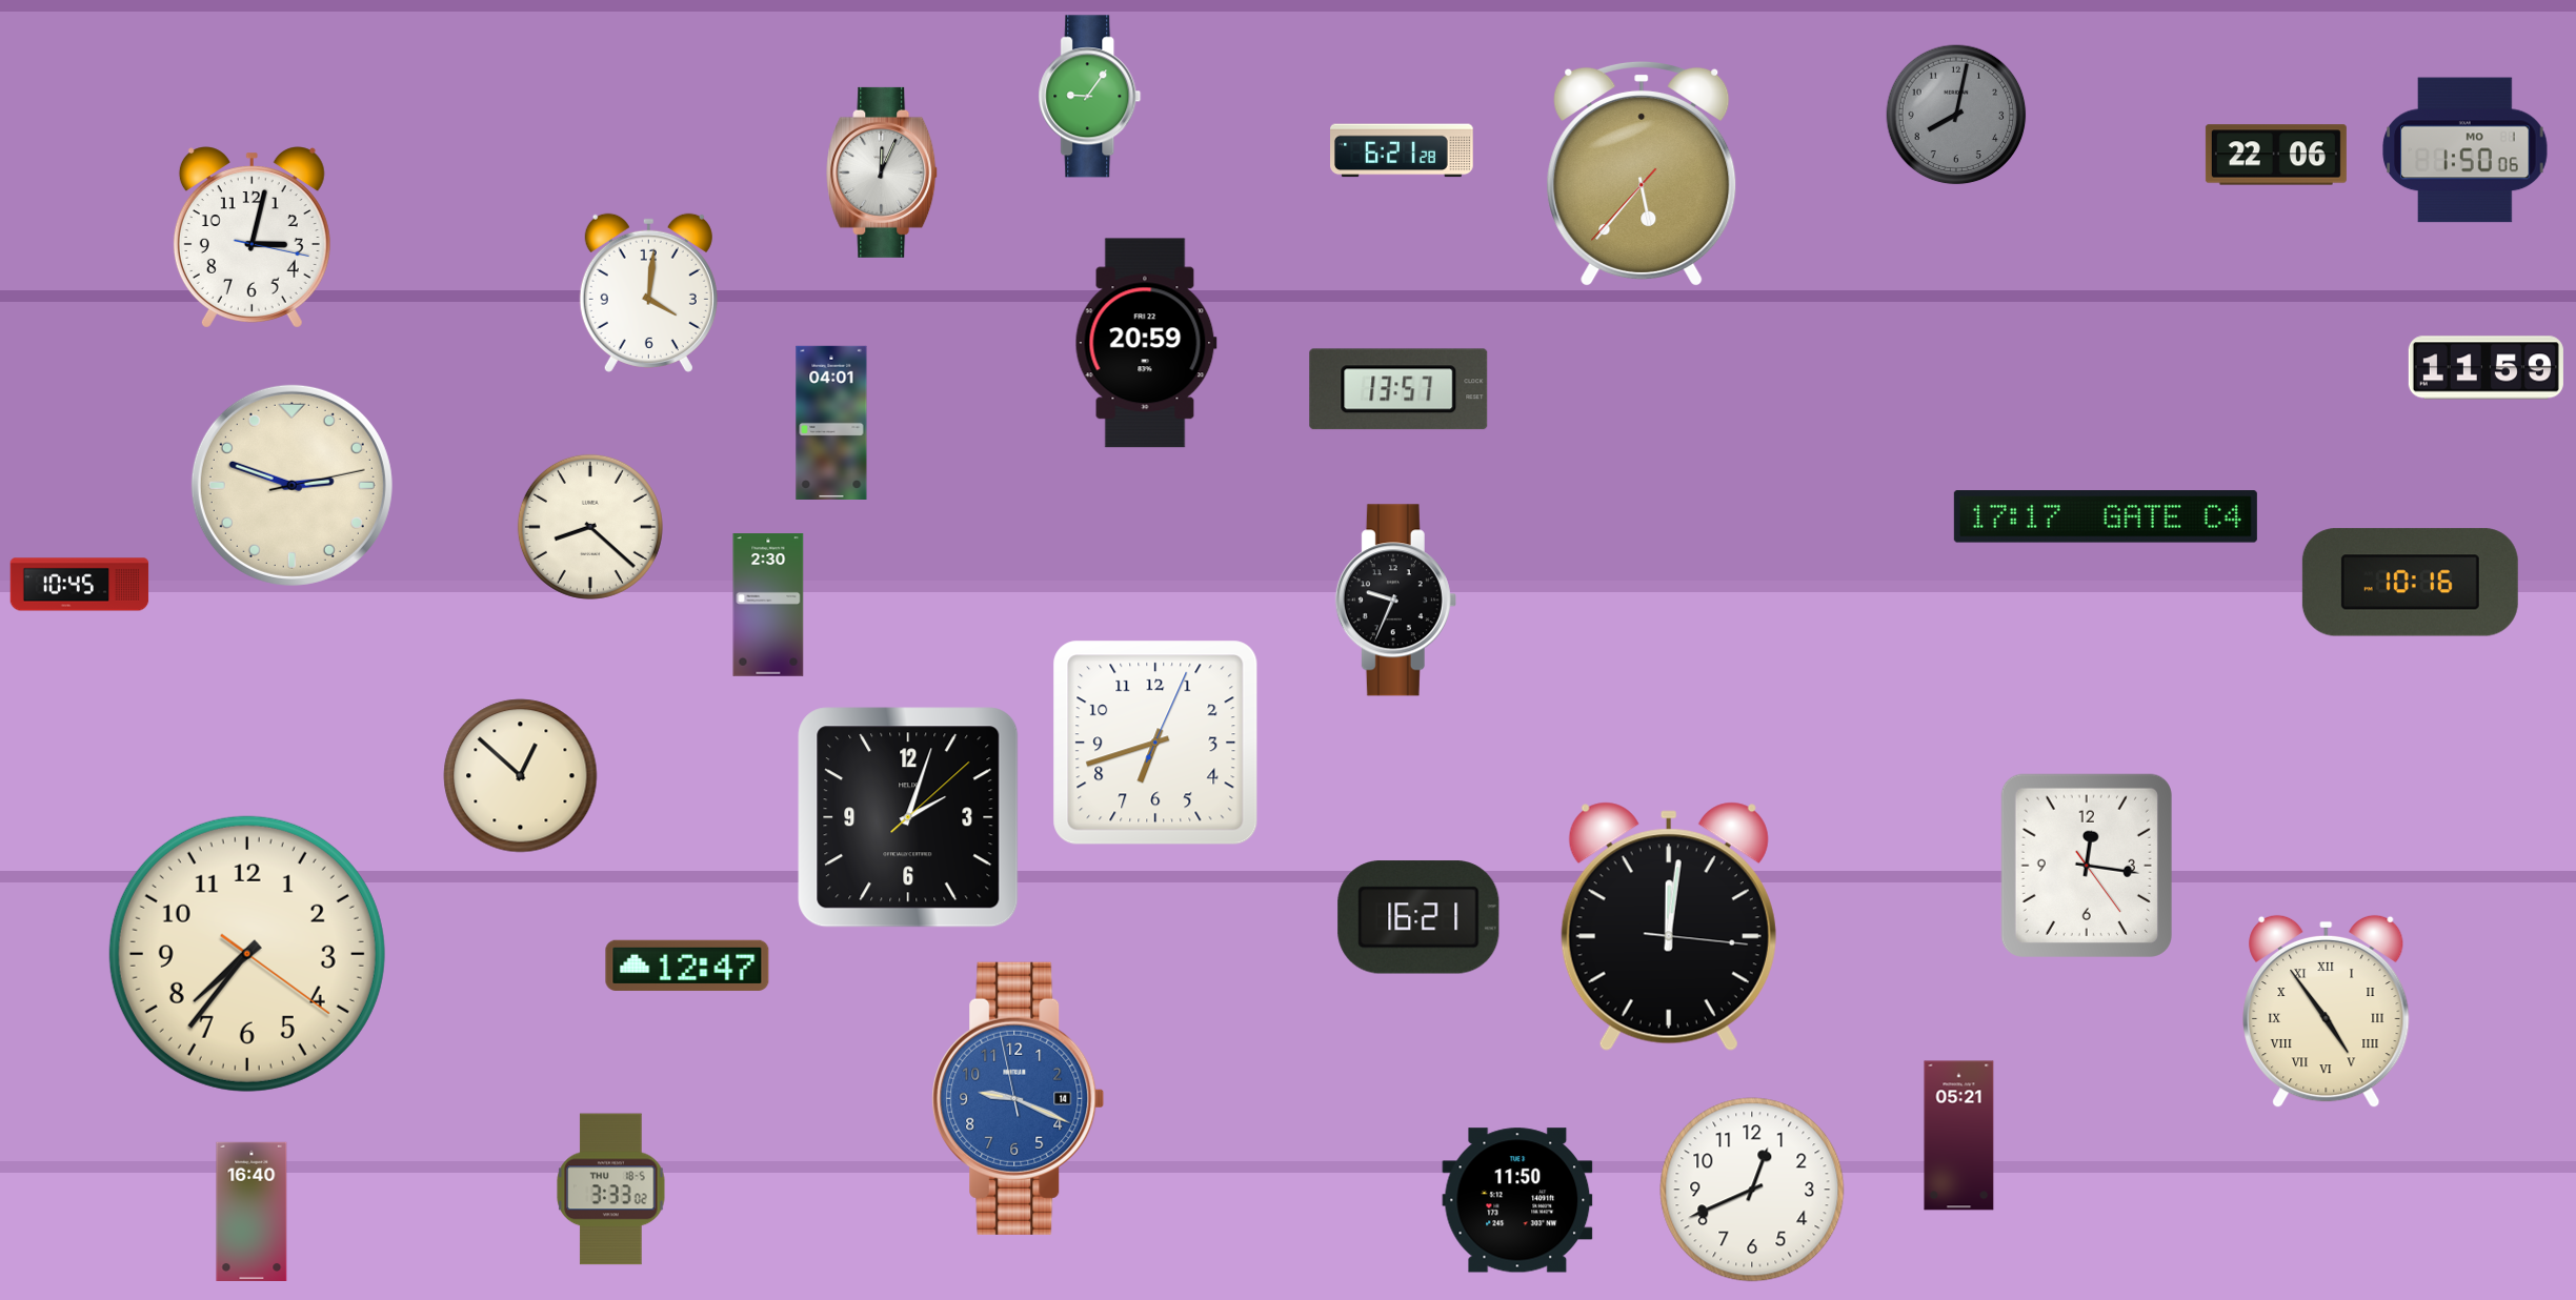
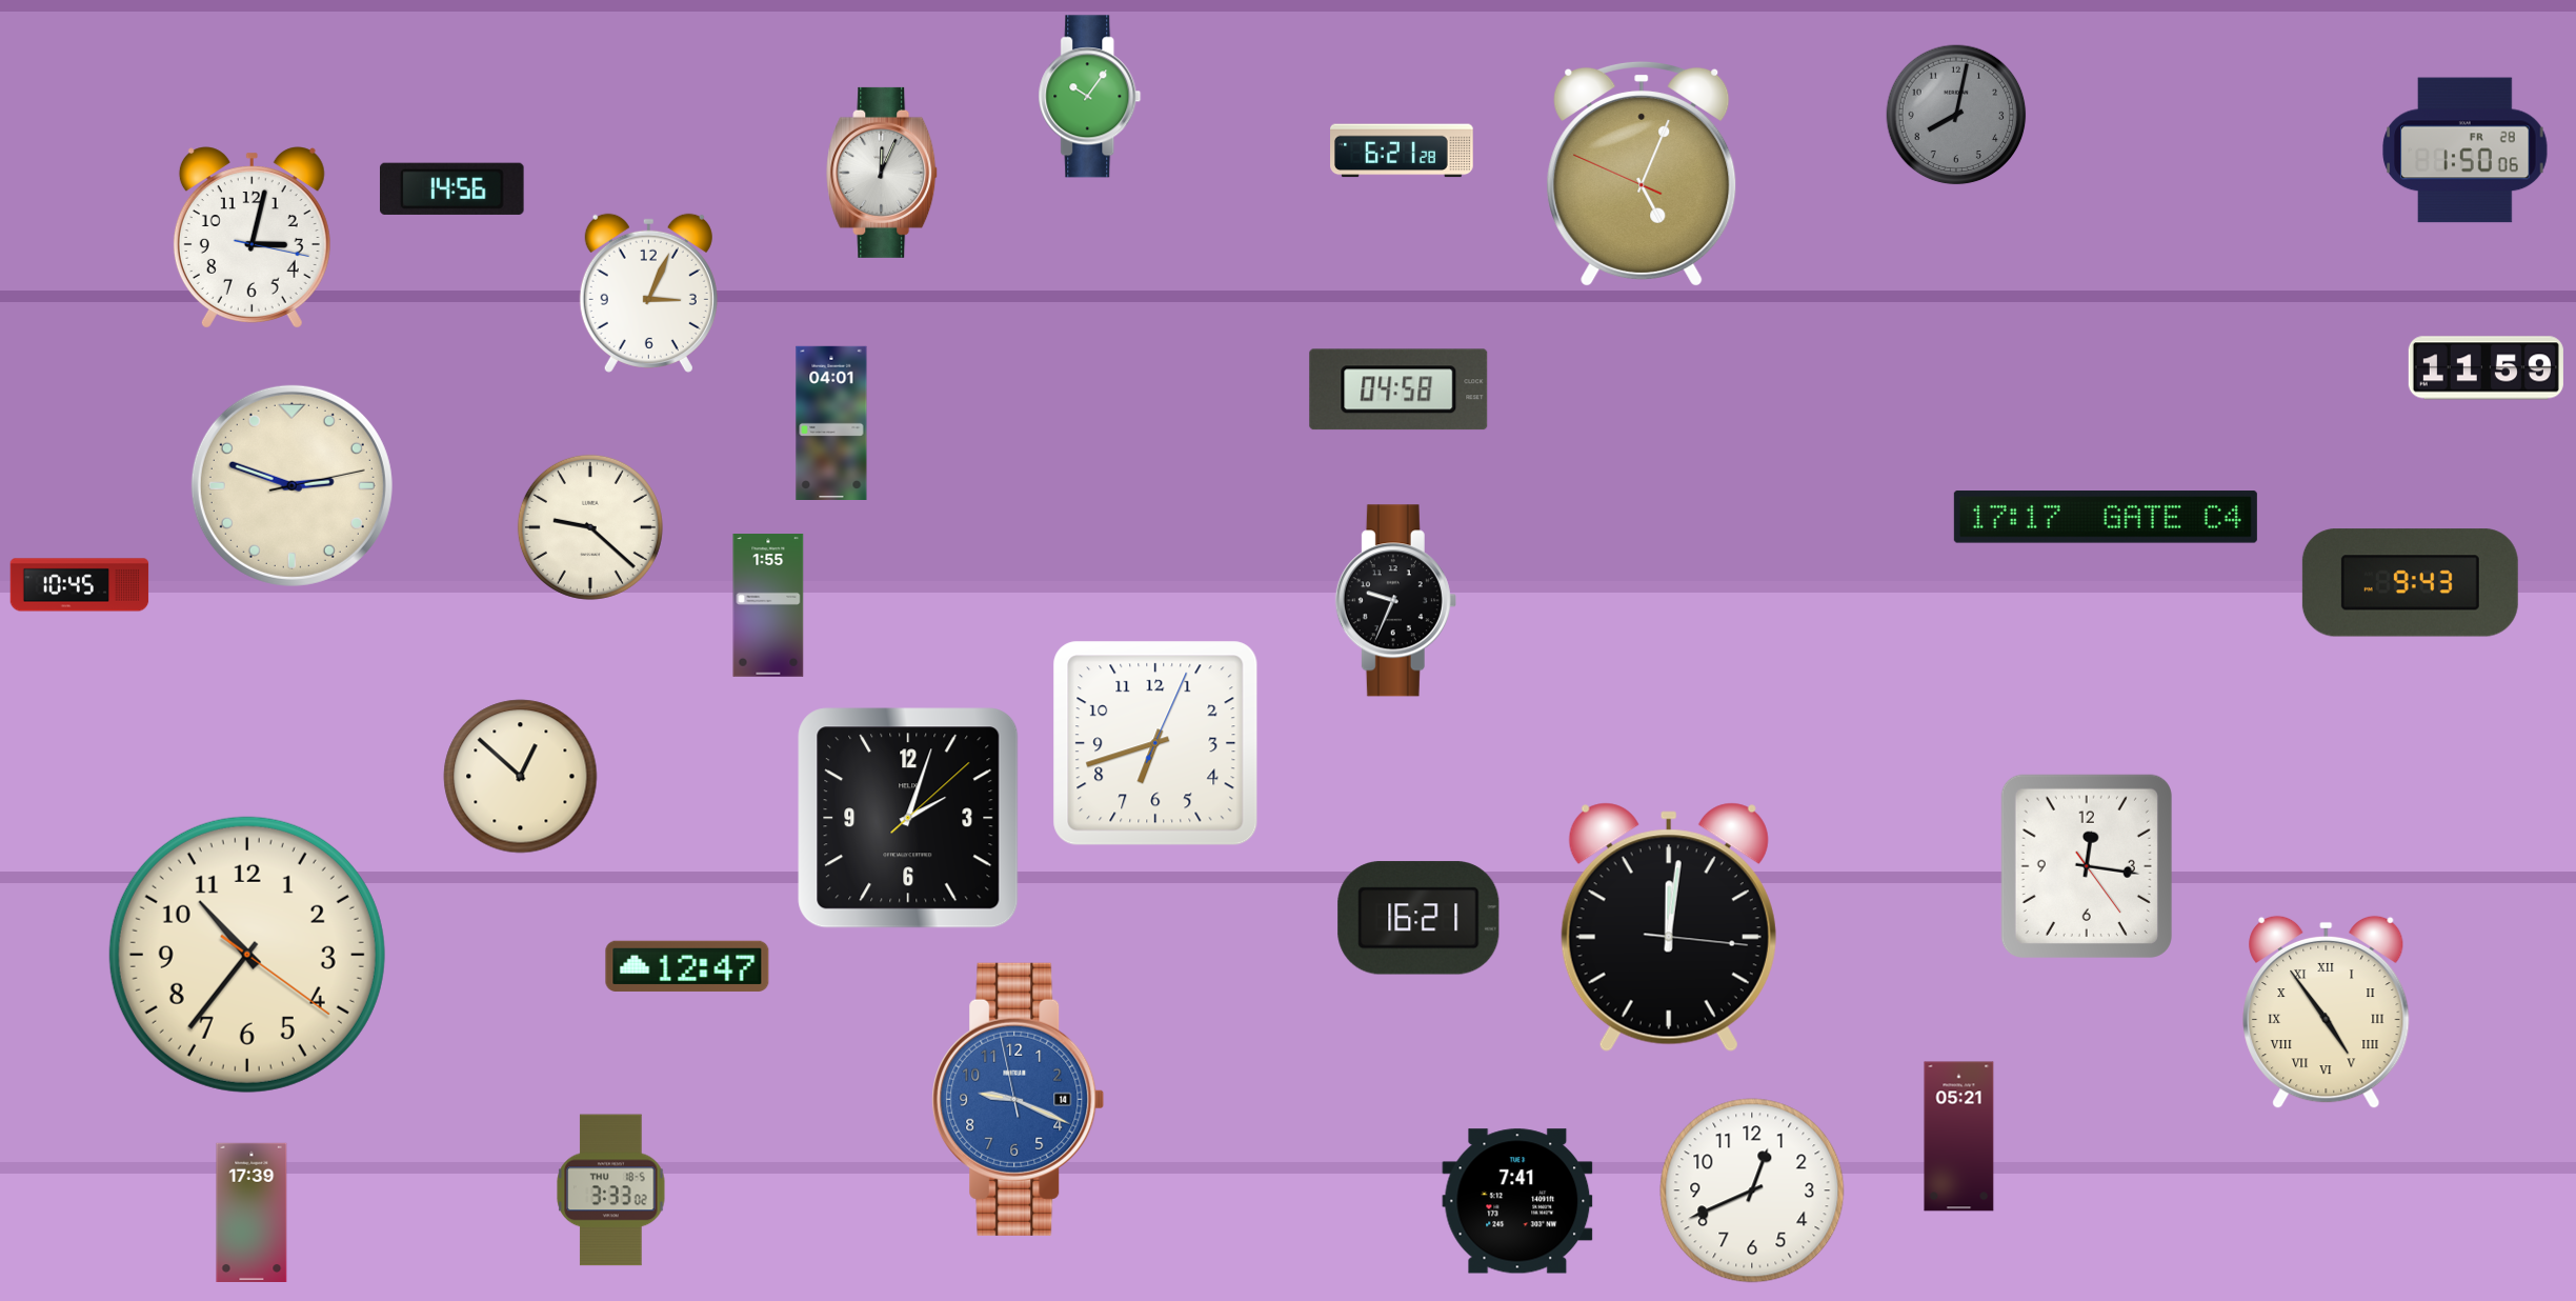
clock at (1090, 97): 9:06 -> 10:06
clock at (2466, 150) date: MO 1 -> FR 28
clock at (2276, 155): 22:06 -> none
clock at (1642, 174): 5:36 -> 5:03
clock at (452, 188): none -> 14:56
clock at (648, 292): 4:01 -> 3:04
clock at (1146, 343): 20:59 -> none
clock at (1398, 389): 13:57 -> 04:58
clock at (590, 527): 8:22 -> 9:22
clock at (2410, 583): 10:16 -> 9:43
clock at (768, 605): 2:30 -> 1:55
clock at (247, 954): 7:36 -> 10:36
clock at (1517, 1200): 11:50 -> 7:41
clock at (251, 1211): 16:40 -> 17:39
